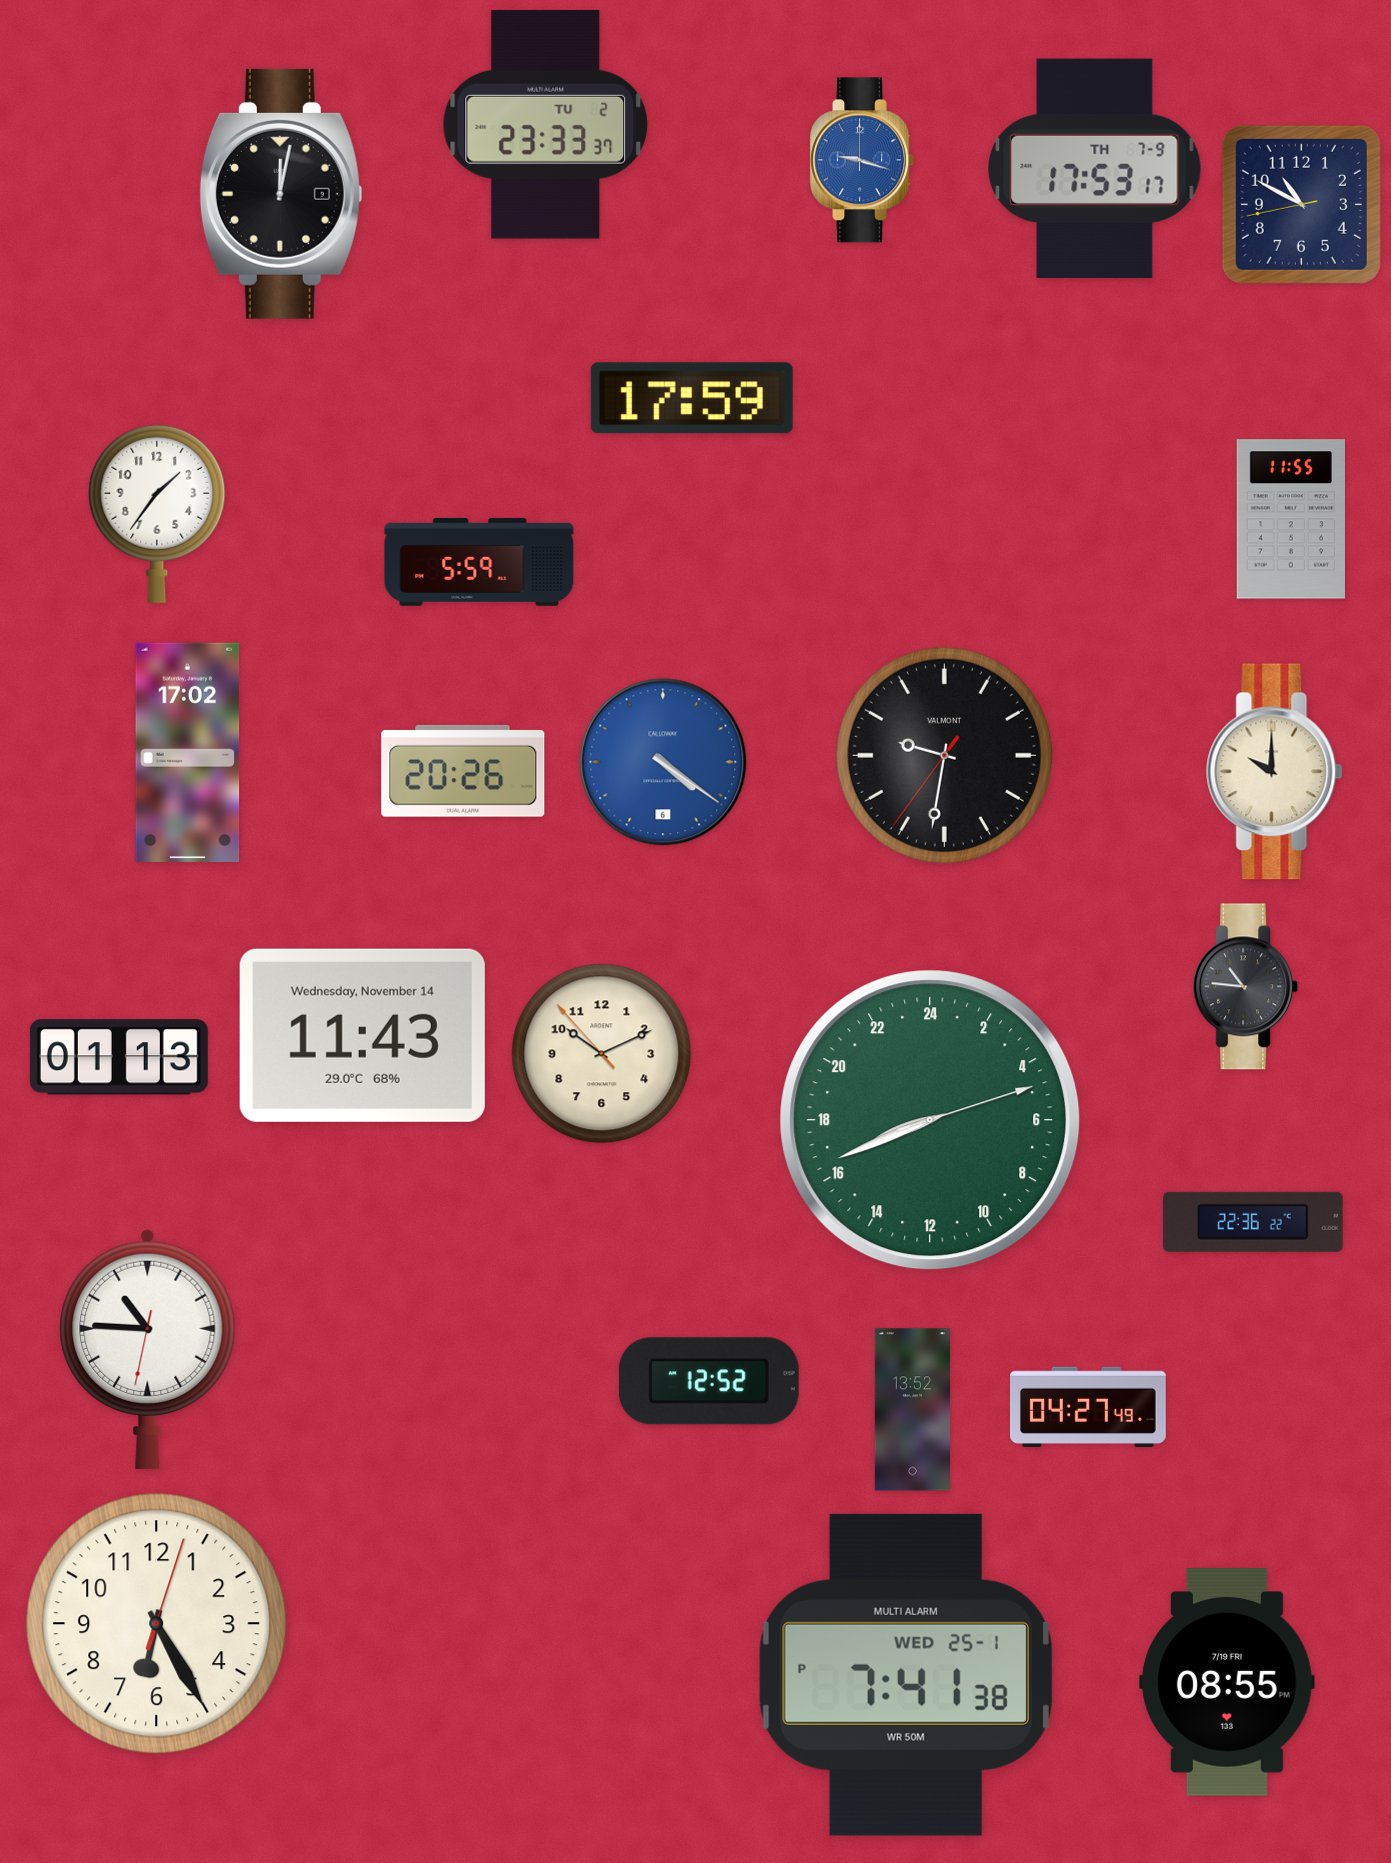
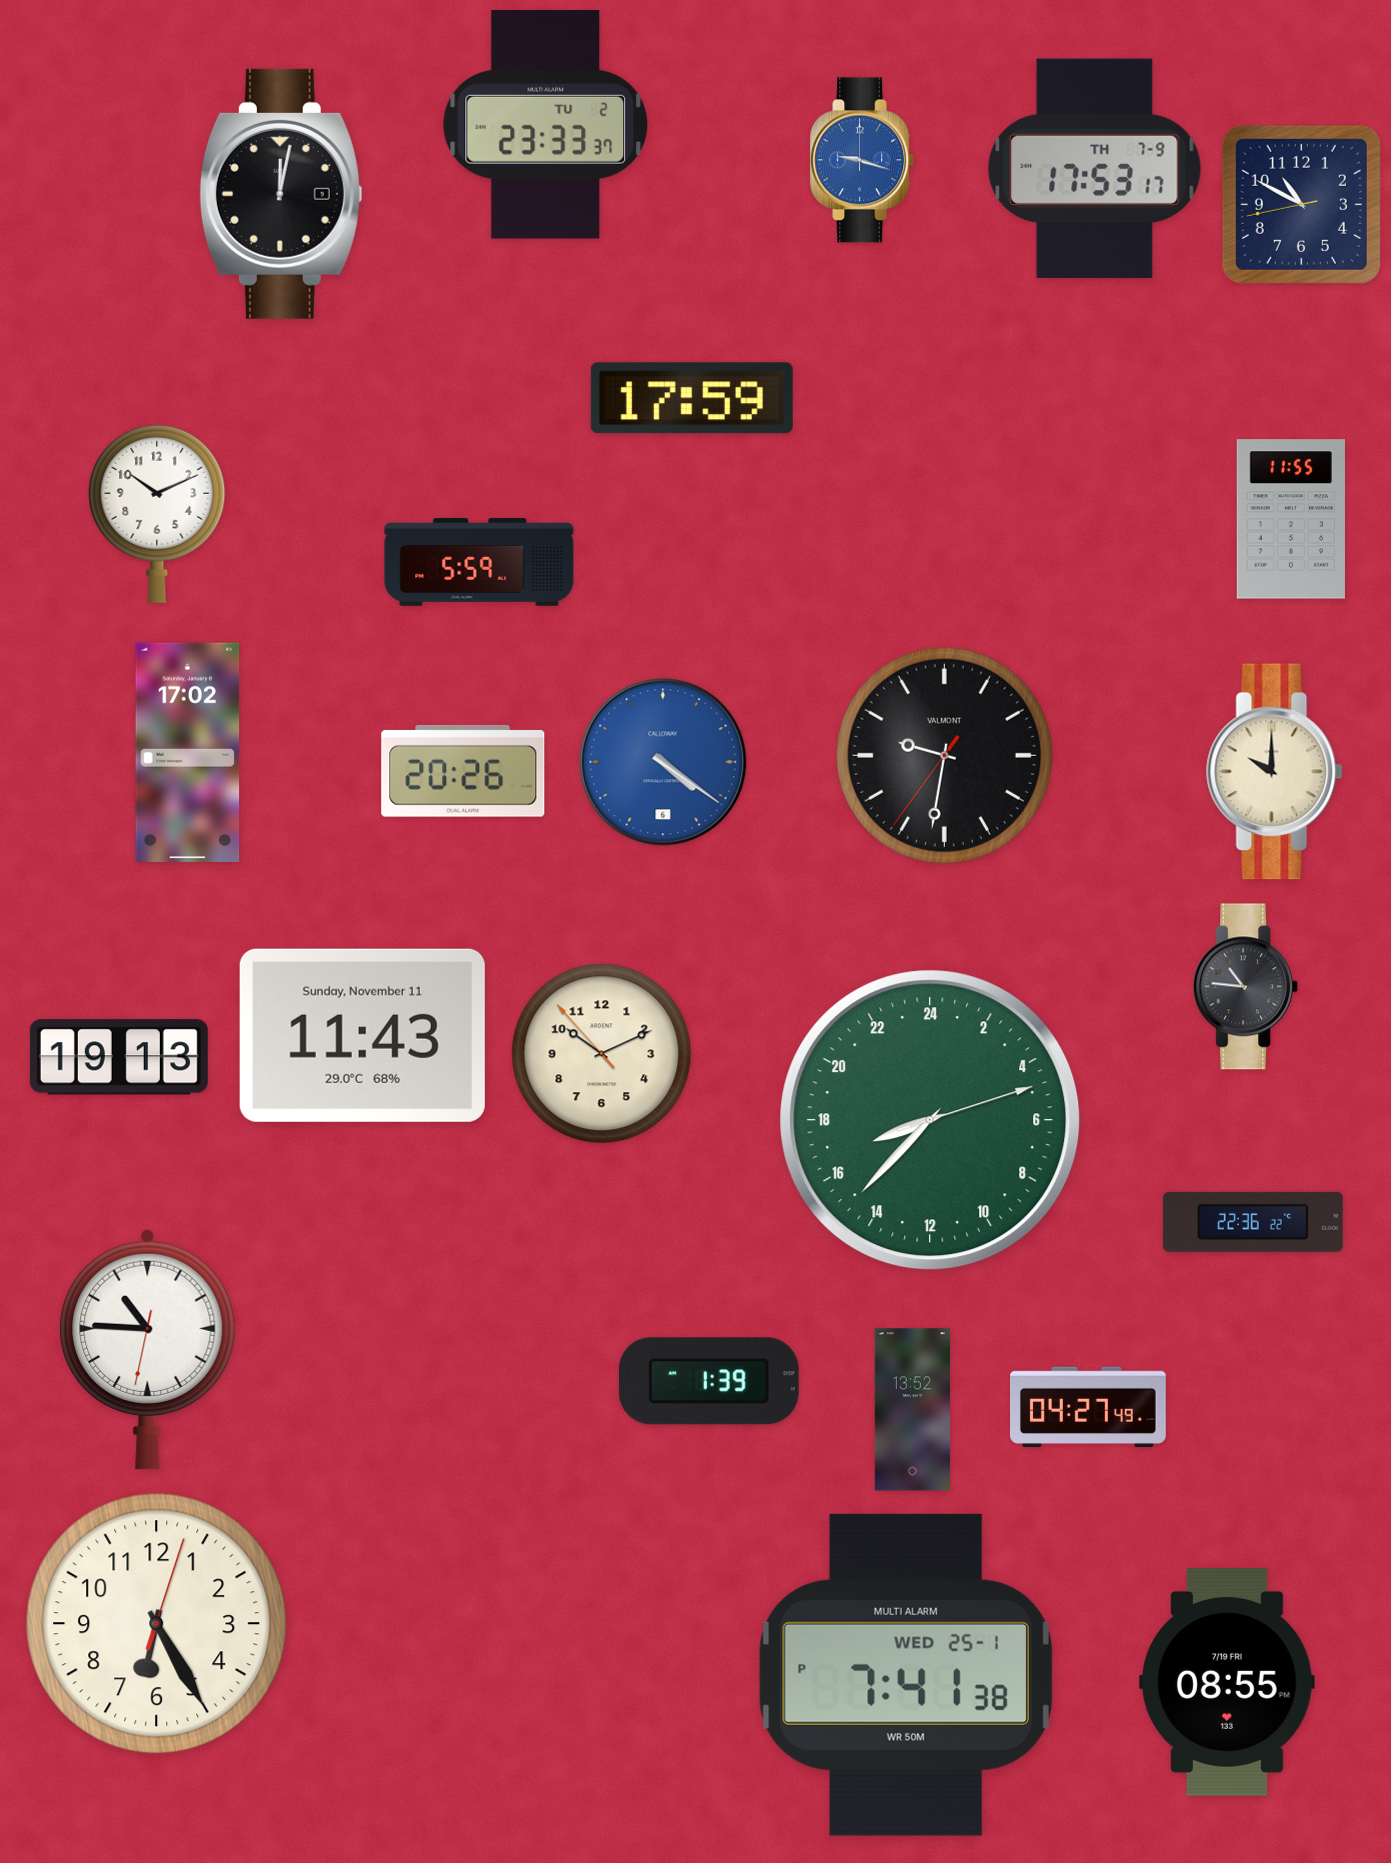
clock at (157, 514): 1:36 -> 10:11
clock at (362, 1035) date: Wednesday, November 14 -> Sunday, November 11
clock at (119, 1057): 01:13 -> 19:13
clock at (930, 1120): 16:41 -> 16:37
clock at (709, 1381): 12:52 -> 1:39
